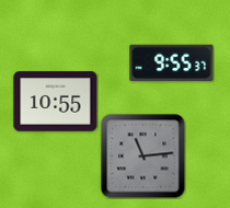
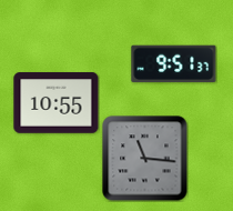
clock at (172, 63): 9:55 -> 9:51
clock at (143, 157): 11:14 -> 11:16
